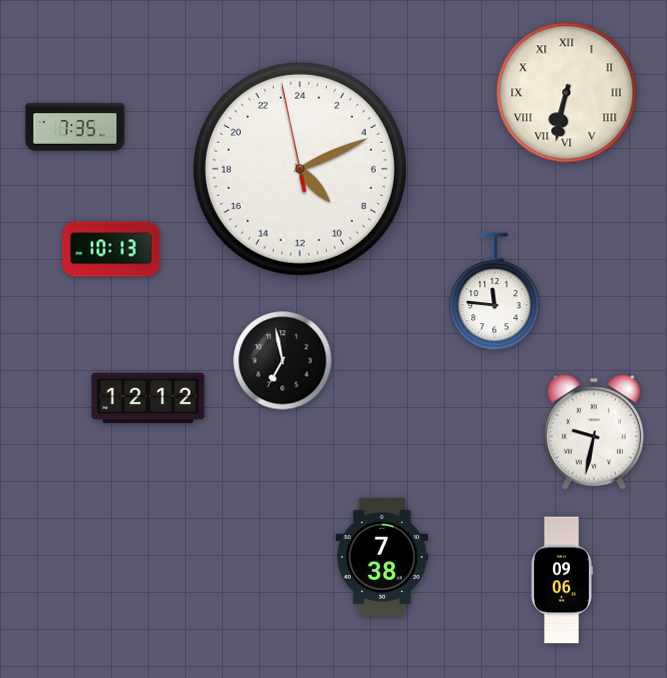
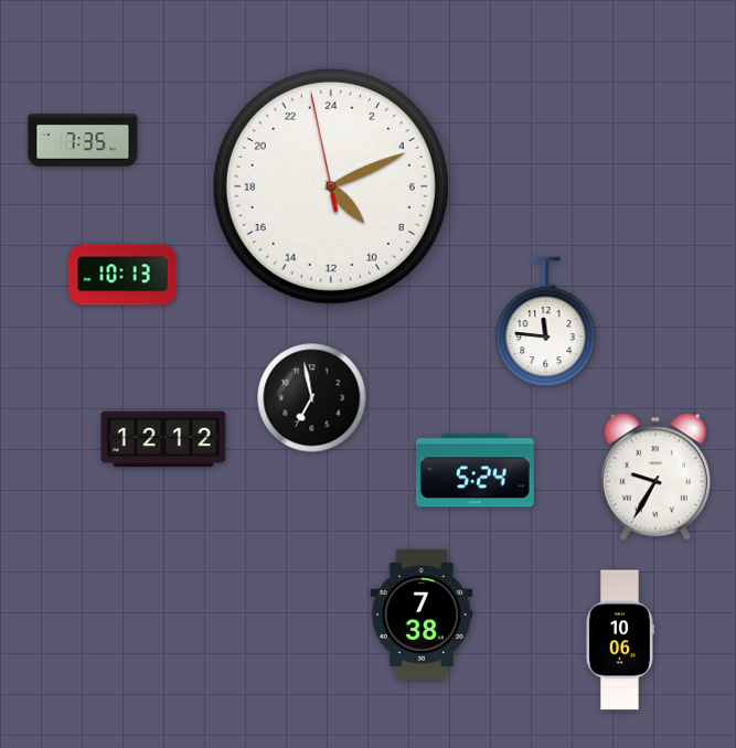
clock at (567, 93): 6:32 -> none
clock at (476, 471): none -> 5:24
clock at (594, 432): 9:32 -> 9:35
clock at (561, 580): 09:06 -> 10:06
